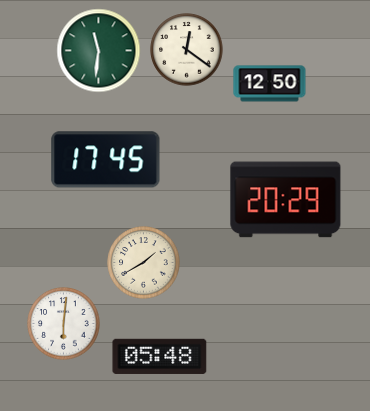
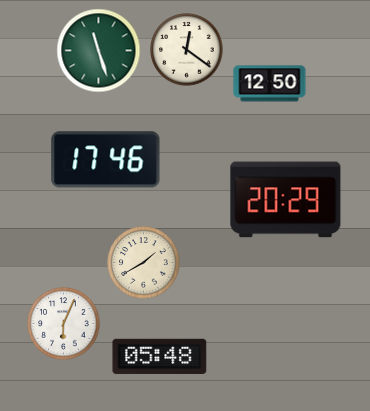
clock at (99, 51): 11:31 -> 11:27
clock at (106, 160): 17:45 -> 17:46
clock at (64, 324): 6:01 -> 6:04
